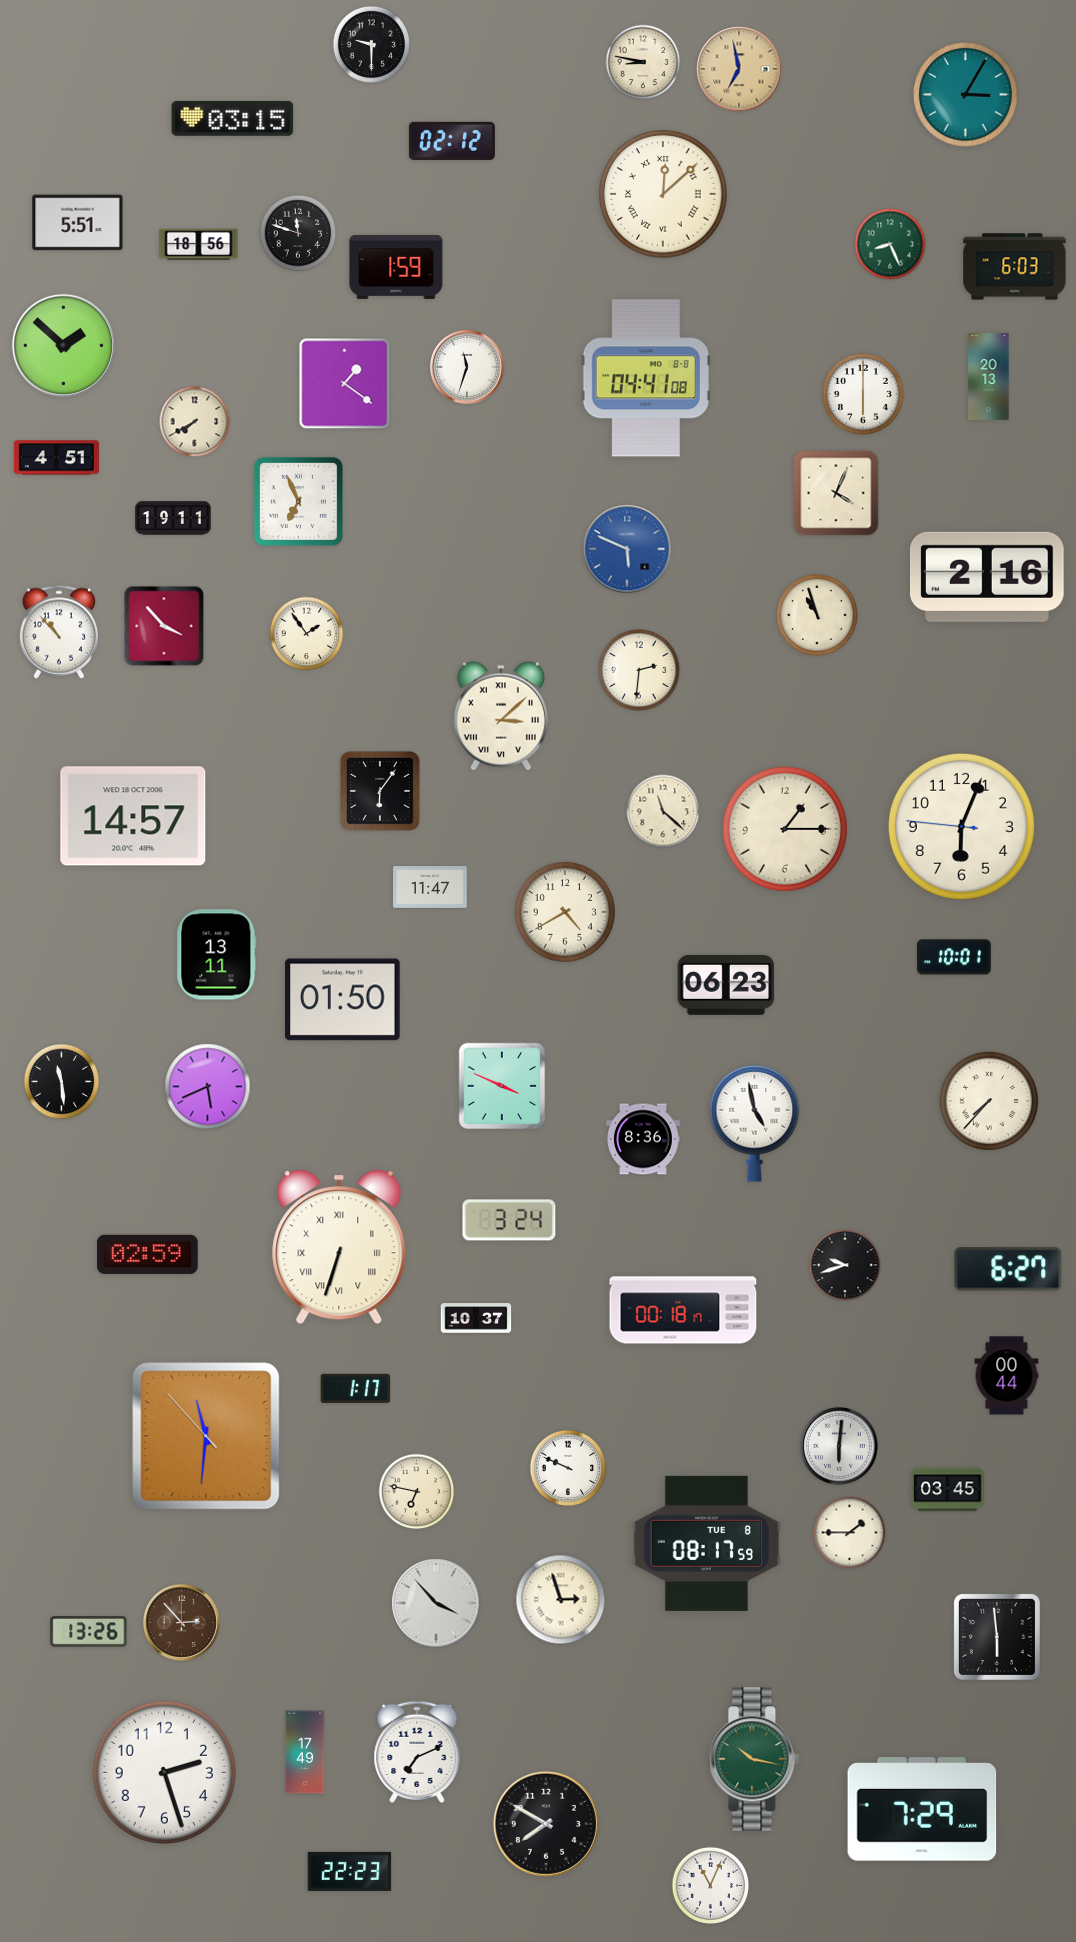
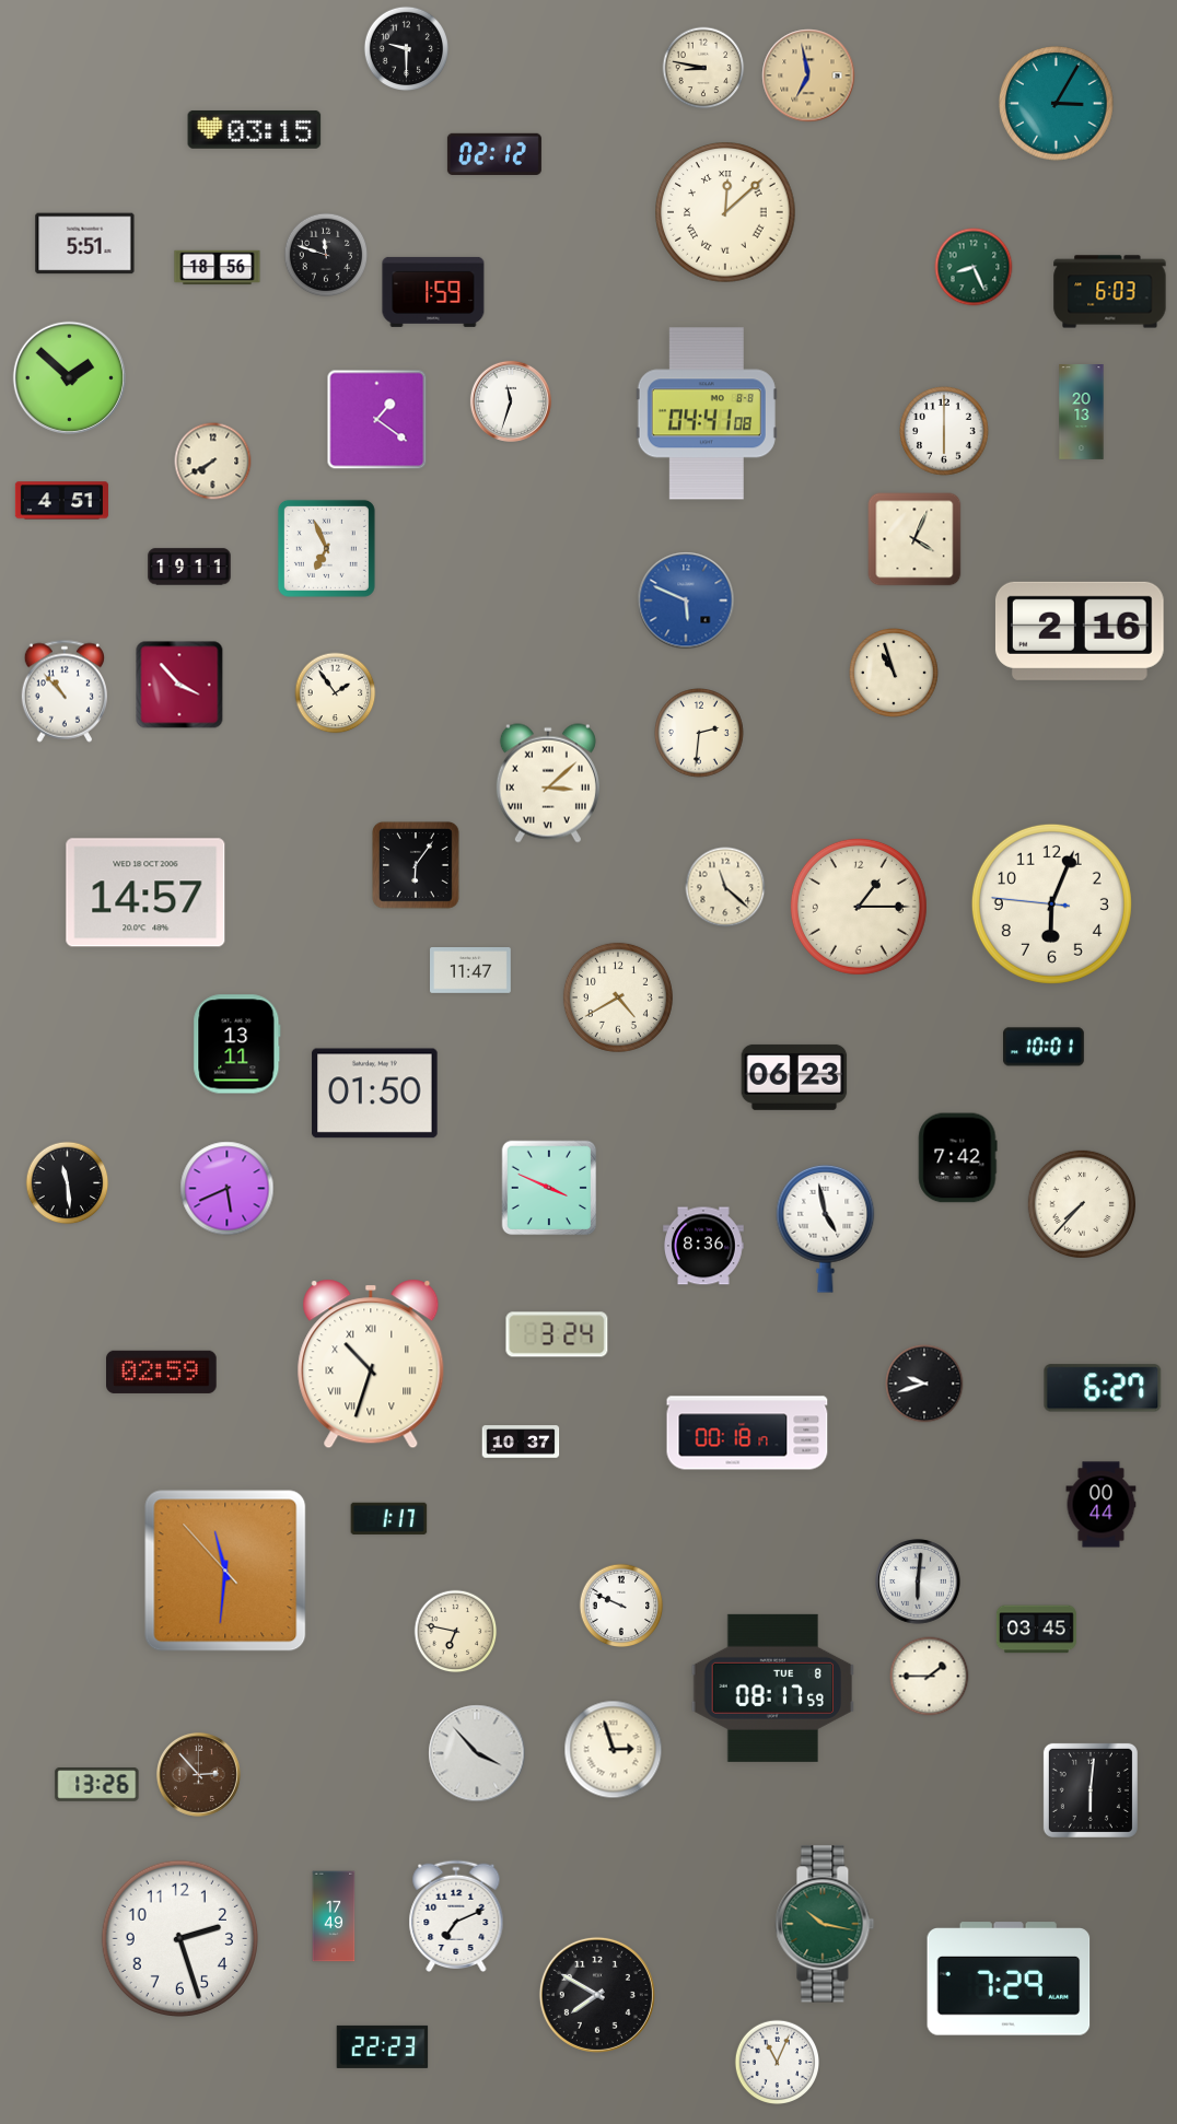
clock at (958, 1158): none -> 7:42
clock at (339, 1247): 6:33 -> 10:33
clock at (997, 1637): 5:59 -> 6:01
